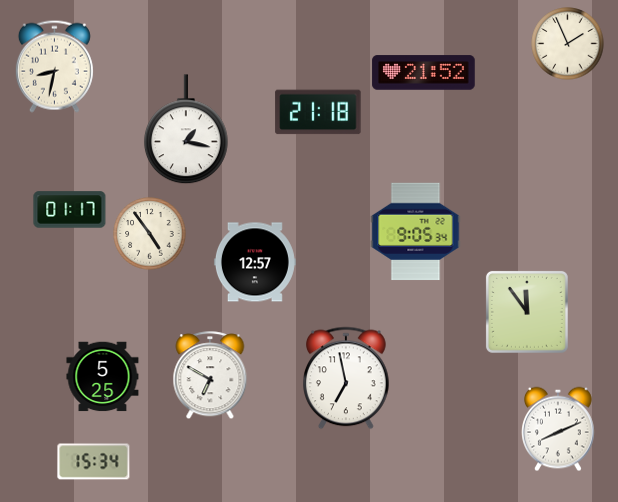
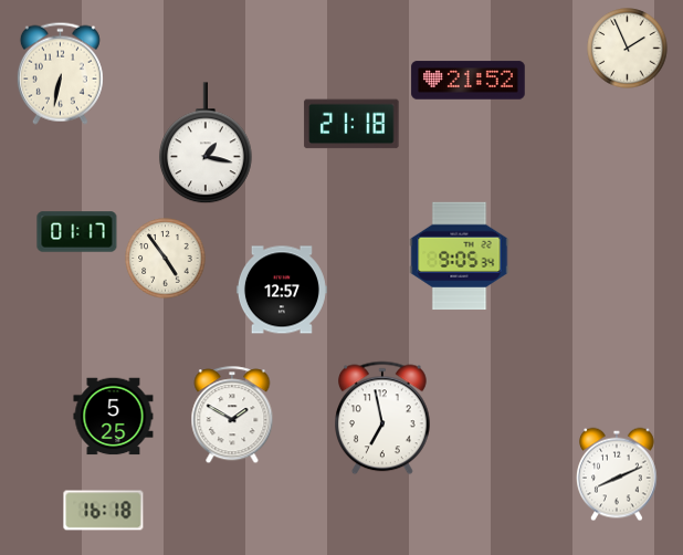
clock at (54, 66): 8:32 -> 6:32
clock at (527, 312): 11:54 -> none
clock at (210, 376): 6:50 -> 1:50
clock at (94, 462): 15:34 -> 16:18
